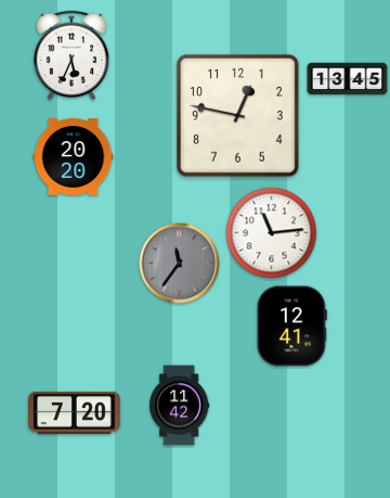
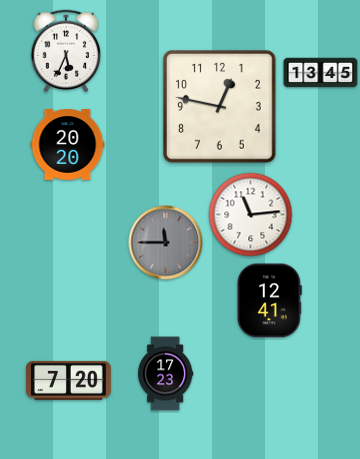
clock at (180, 264): 11:36 -> 11:45
clock at (180, 406): 11:42 -> 17:23
